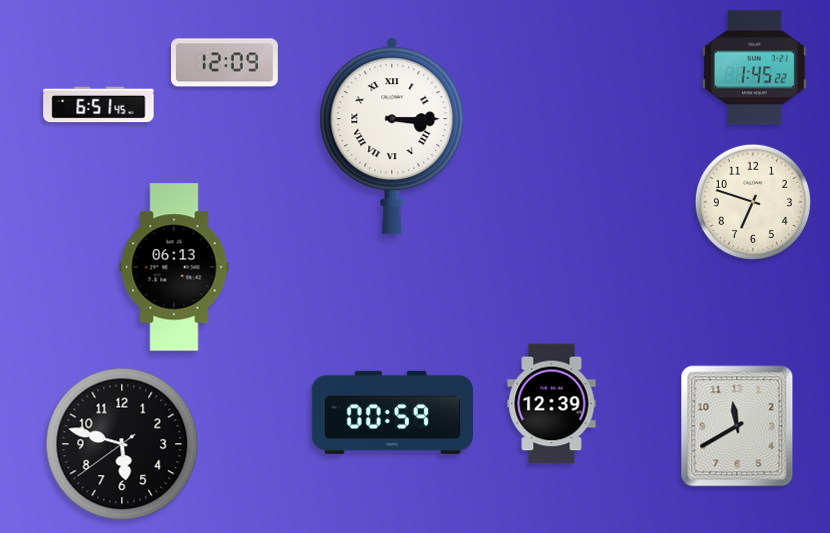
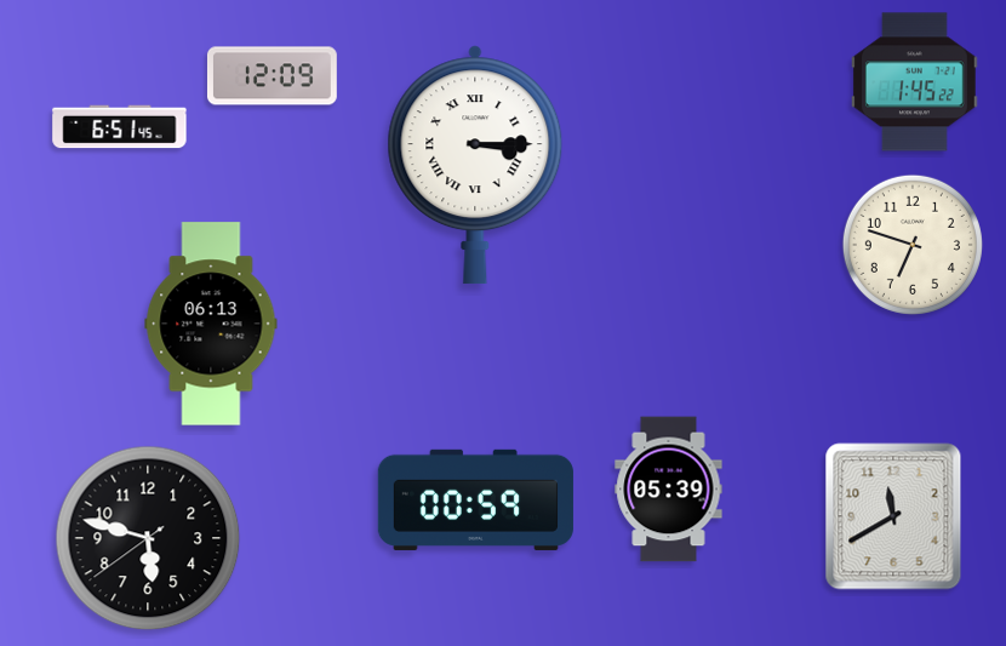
clock at (552, 404): 12:39 -> 05:39
